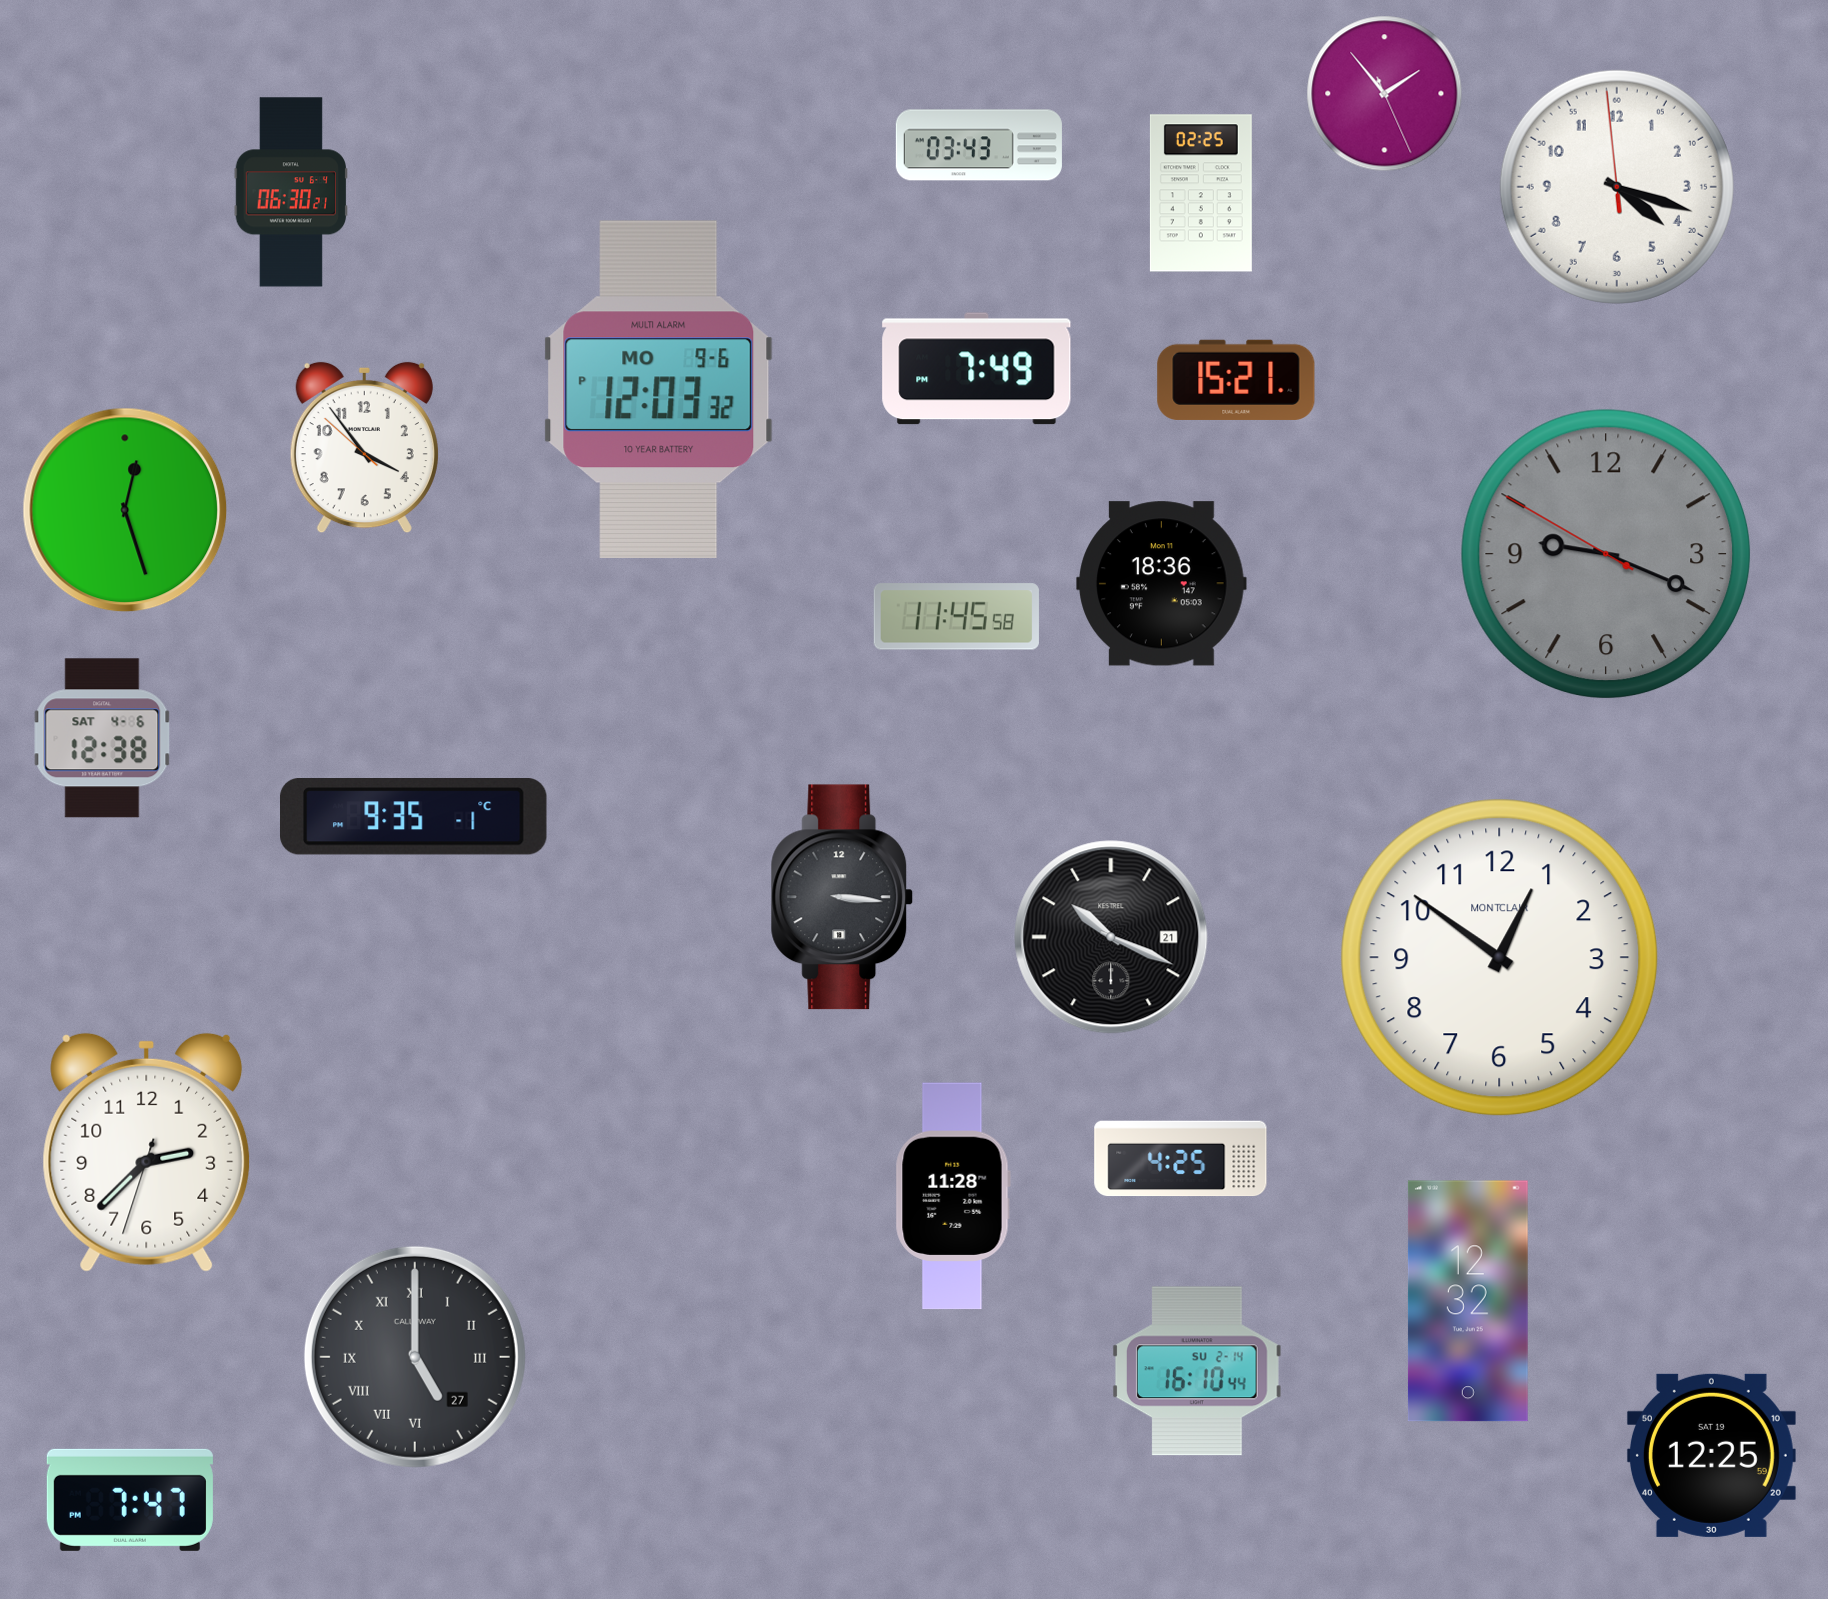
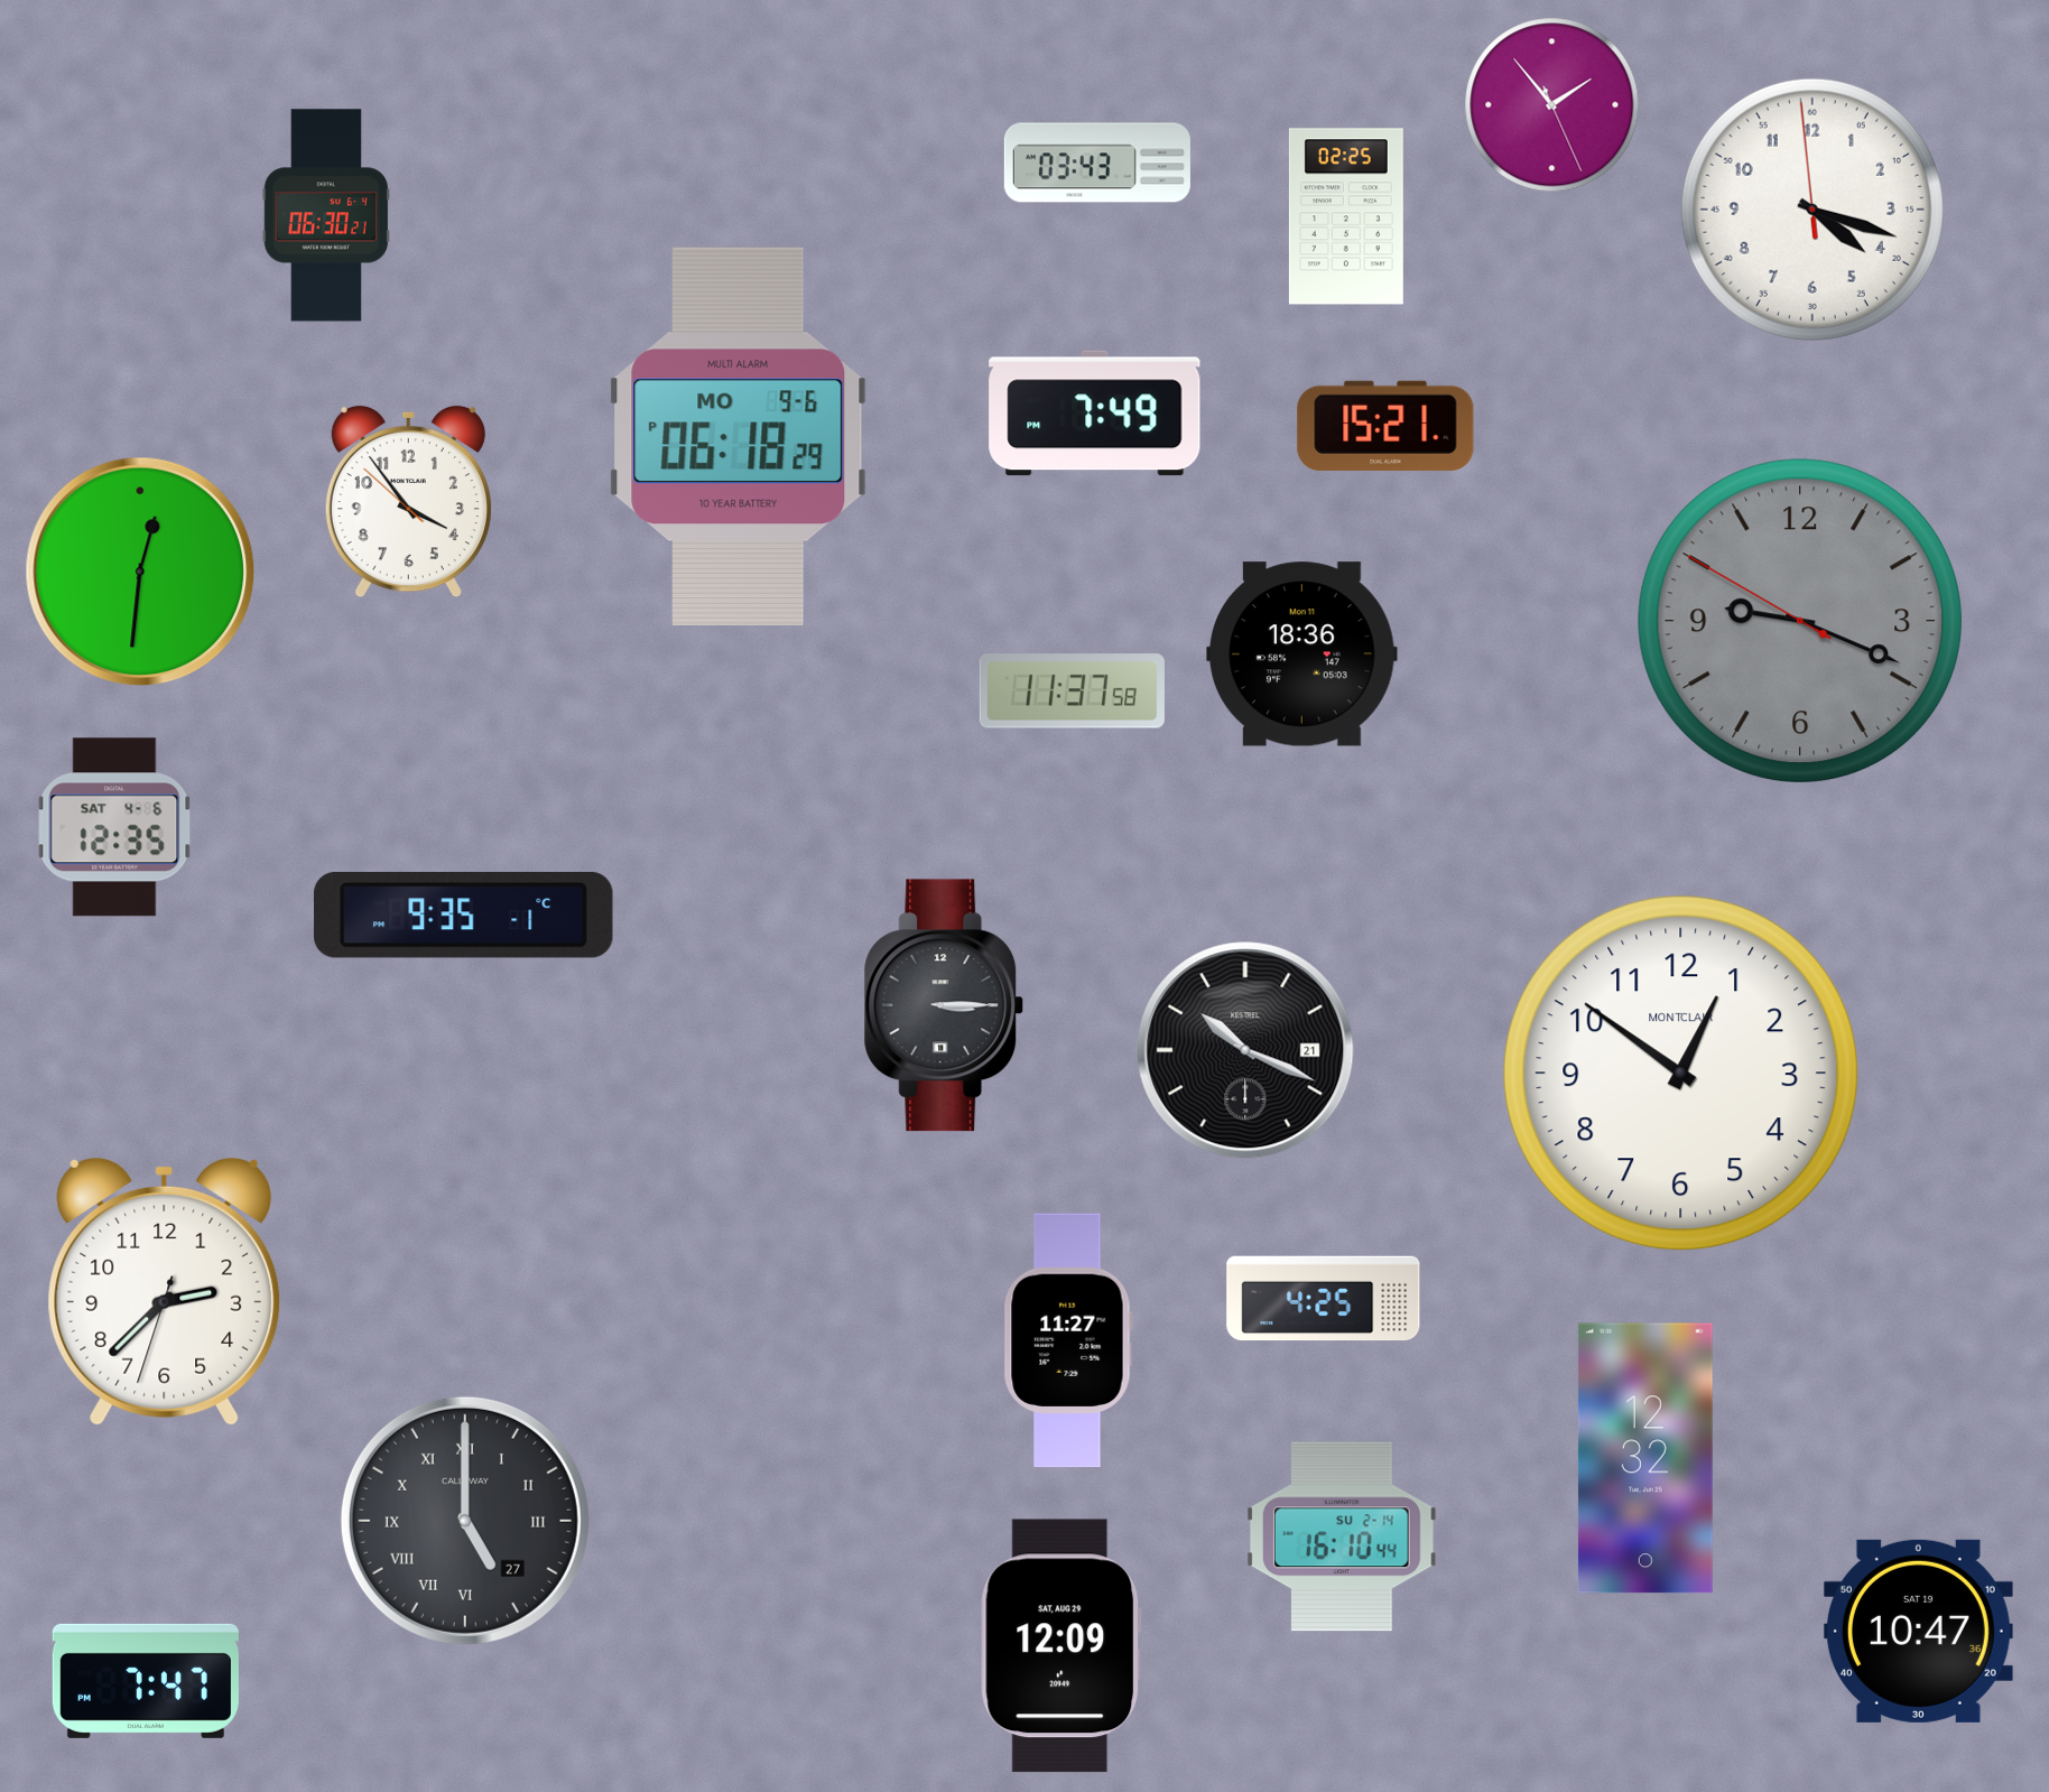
clock at (659, 389): 12:03 -> 06:18
clock at (125, 510): 12:27 -> 12:31
clock at (956, 617): 11:45 -> 11:37
clock at (102, 738): 12:38 -> 12:35
clock at (842, 897): 3:16 -> 3:15
clock at (953, 1196): 11:28 -> 11:27
clock at (1711, 1455): 12:25 -> 10:47
clock at (1061, 1646): none -> 12:09
